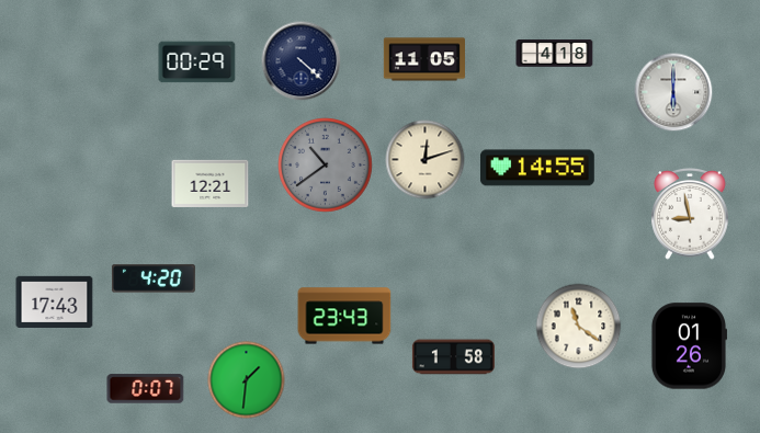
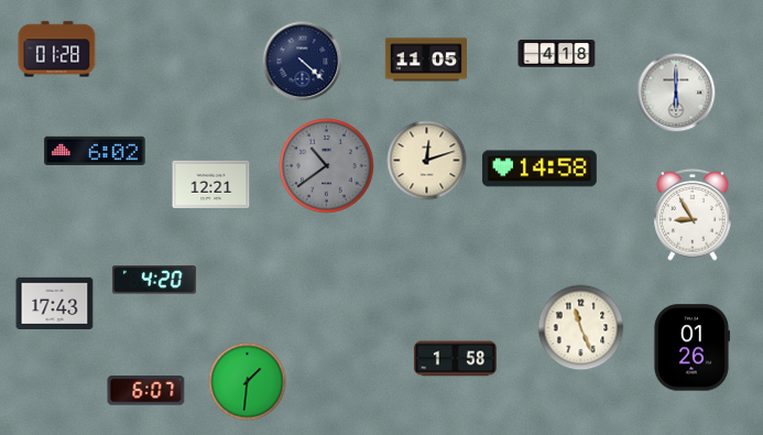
clock at (57, 50): none -> 01:28
clock at (197, 62): 00:29 -> none
clock at (95, 151): none -> 6:02
clock at (538, 168): 14:55 -> 14:58
clock at (690, 214): 8:58 -> 8:55
clock at (344, 316): 23:43 -> none
clock at (579, 327): 11:21 -> 11:26
clock at (146, 389): 0:07 -> 6:07
